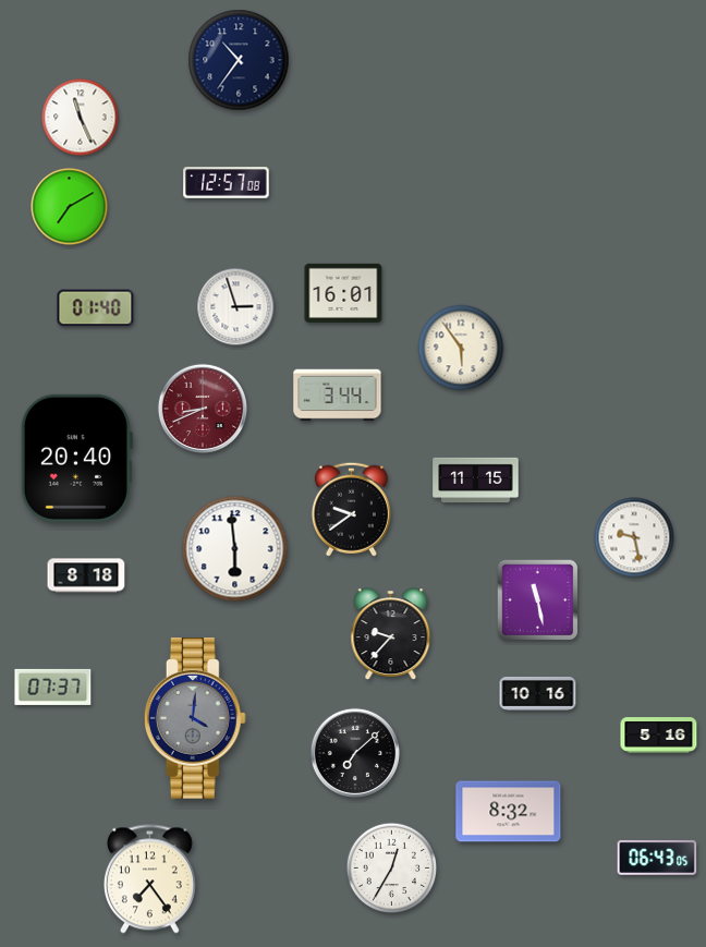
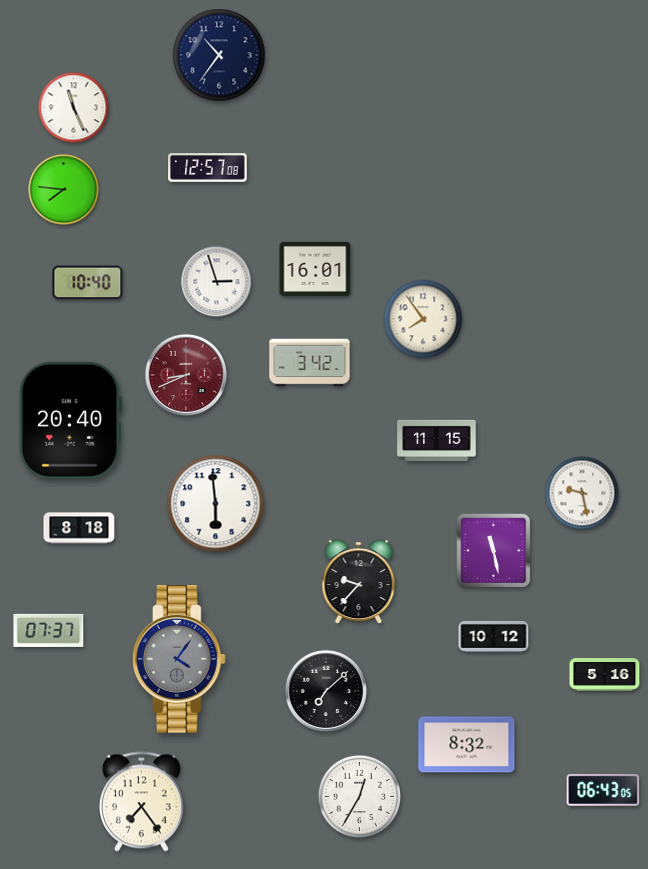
clock at (70, 207): 7:10 -> 7:46
clock at (96, 308): 01:40 -> 10:40
clock at (461, 348): 5:54 -> 7:54
clock at (338, 396): 3:44 -> 3:42
clock at (351, 509): 9:39 -> none
clock at (538, 693): 10:16 -> 10:12
clock at (195, 718): 4:01 -> 4:06
clock at (657, 858) position: (657, 858) -> (603, 790)
clock at (149, 879) position: (149, 879) -> (141, 802)
